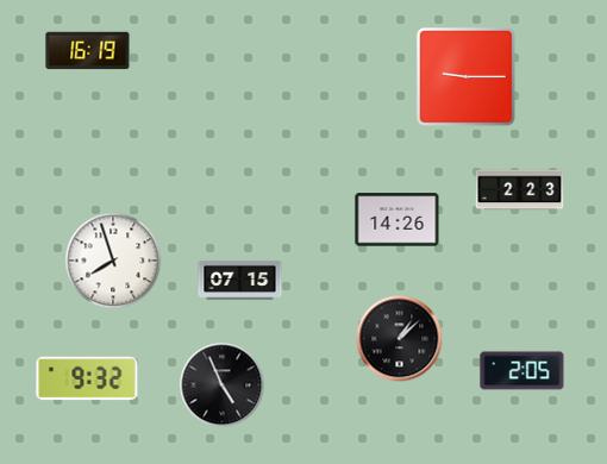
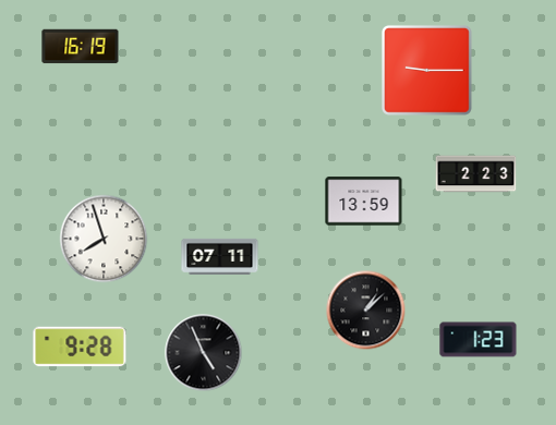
clock at (398, 220): 14:26 -> 13:59
clock at (240, 280): 07:15 -> 07:11
clock at (522, 371): 2:05 -> 1:23
clock at (87, 378): 9:32 -> 9:28
